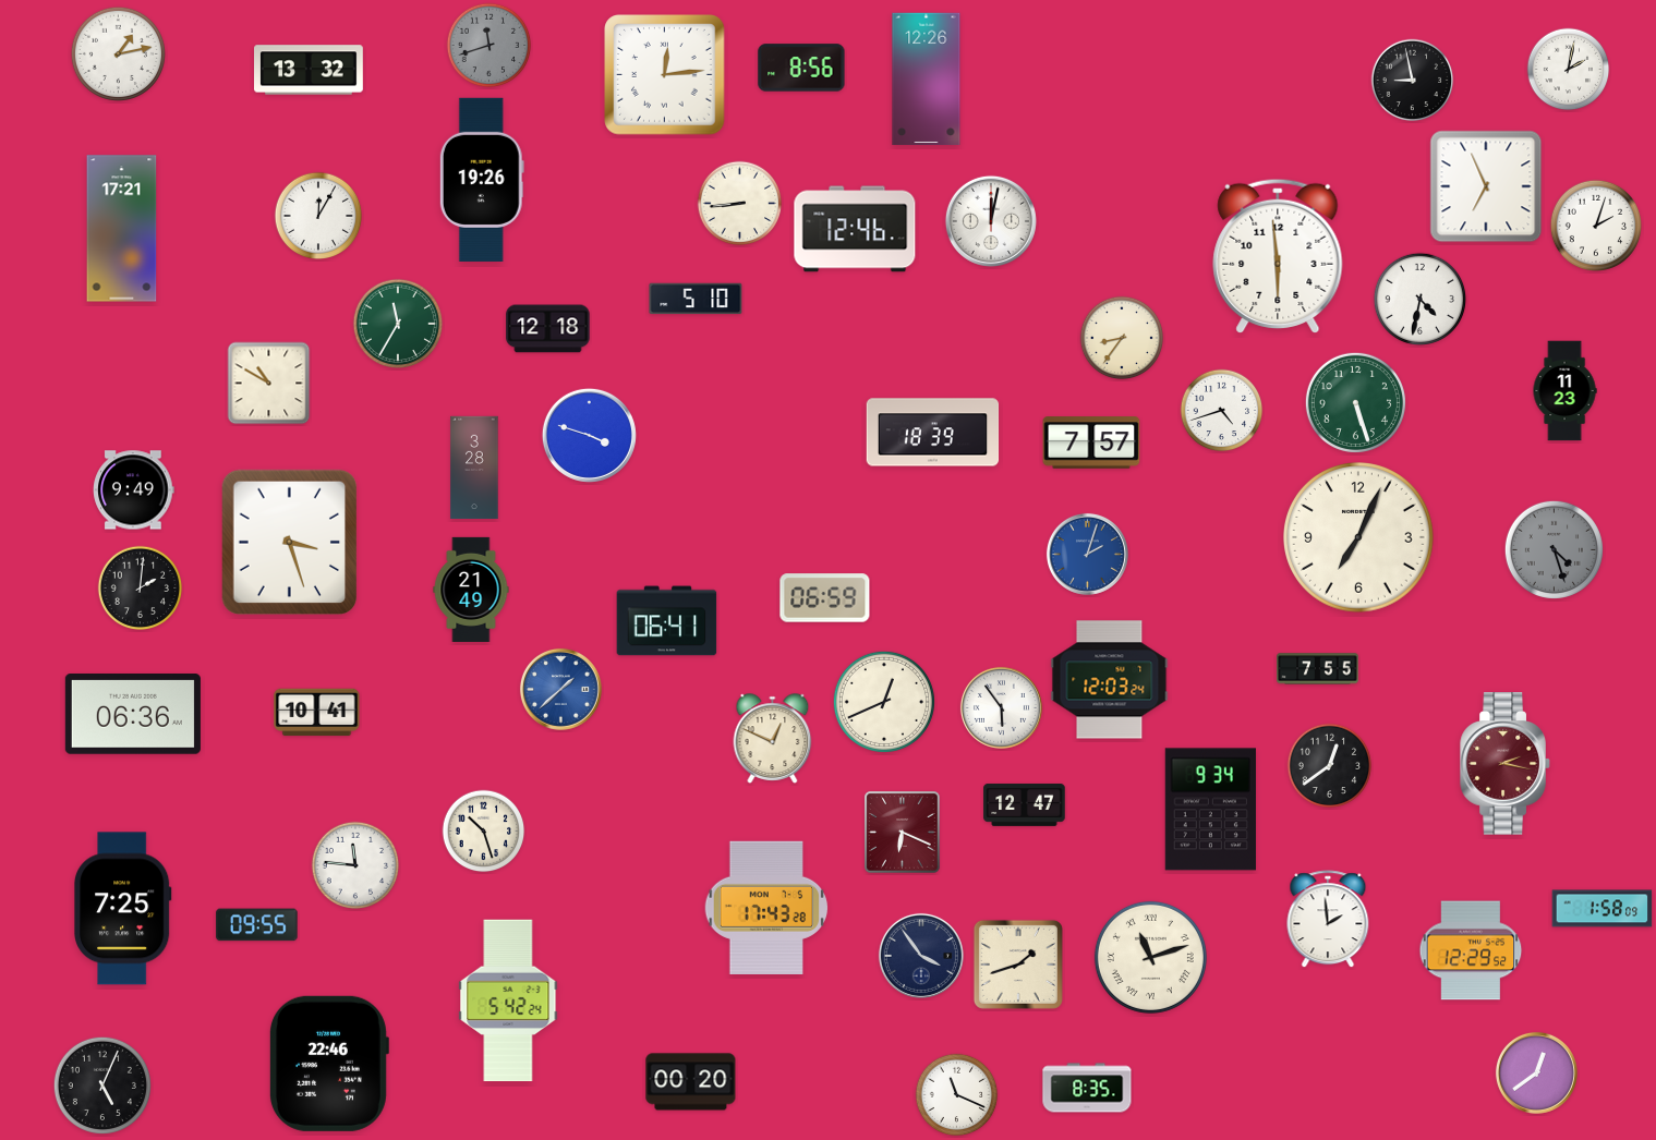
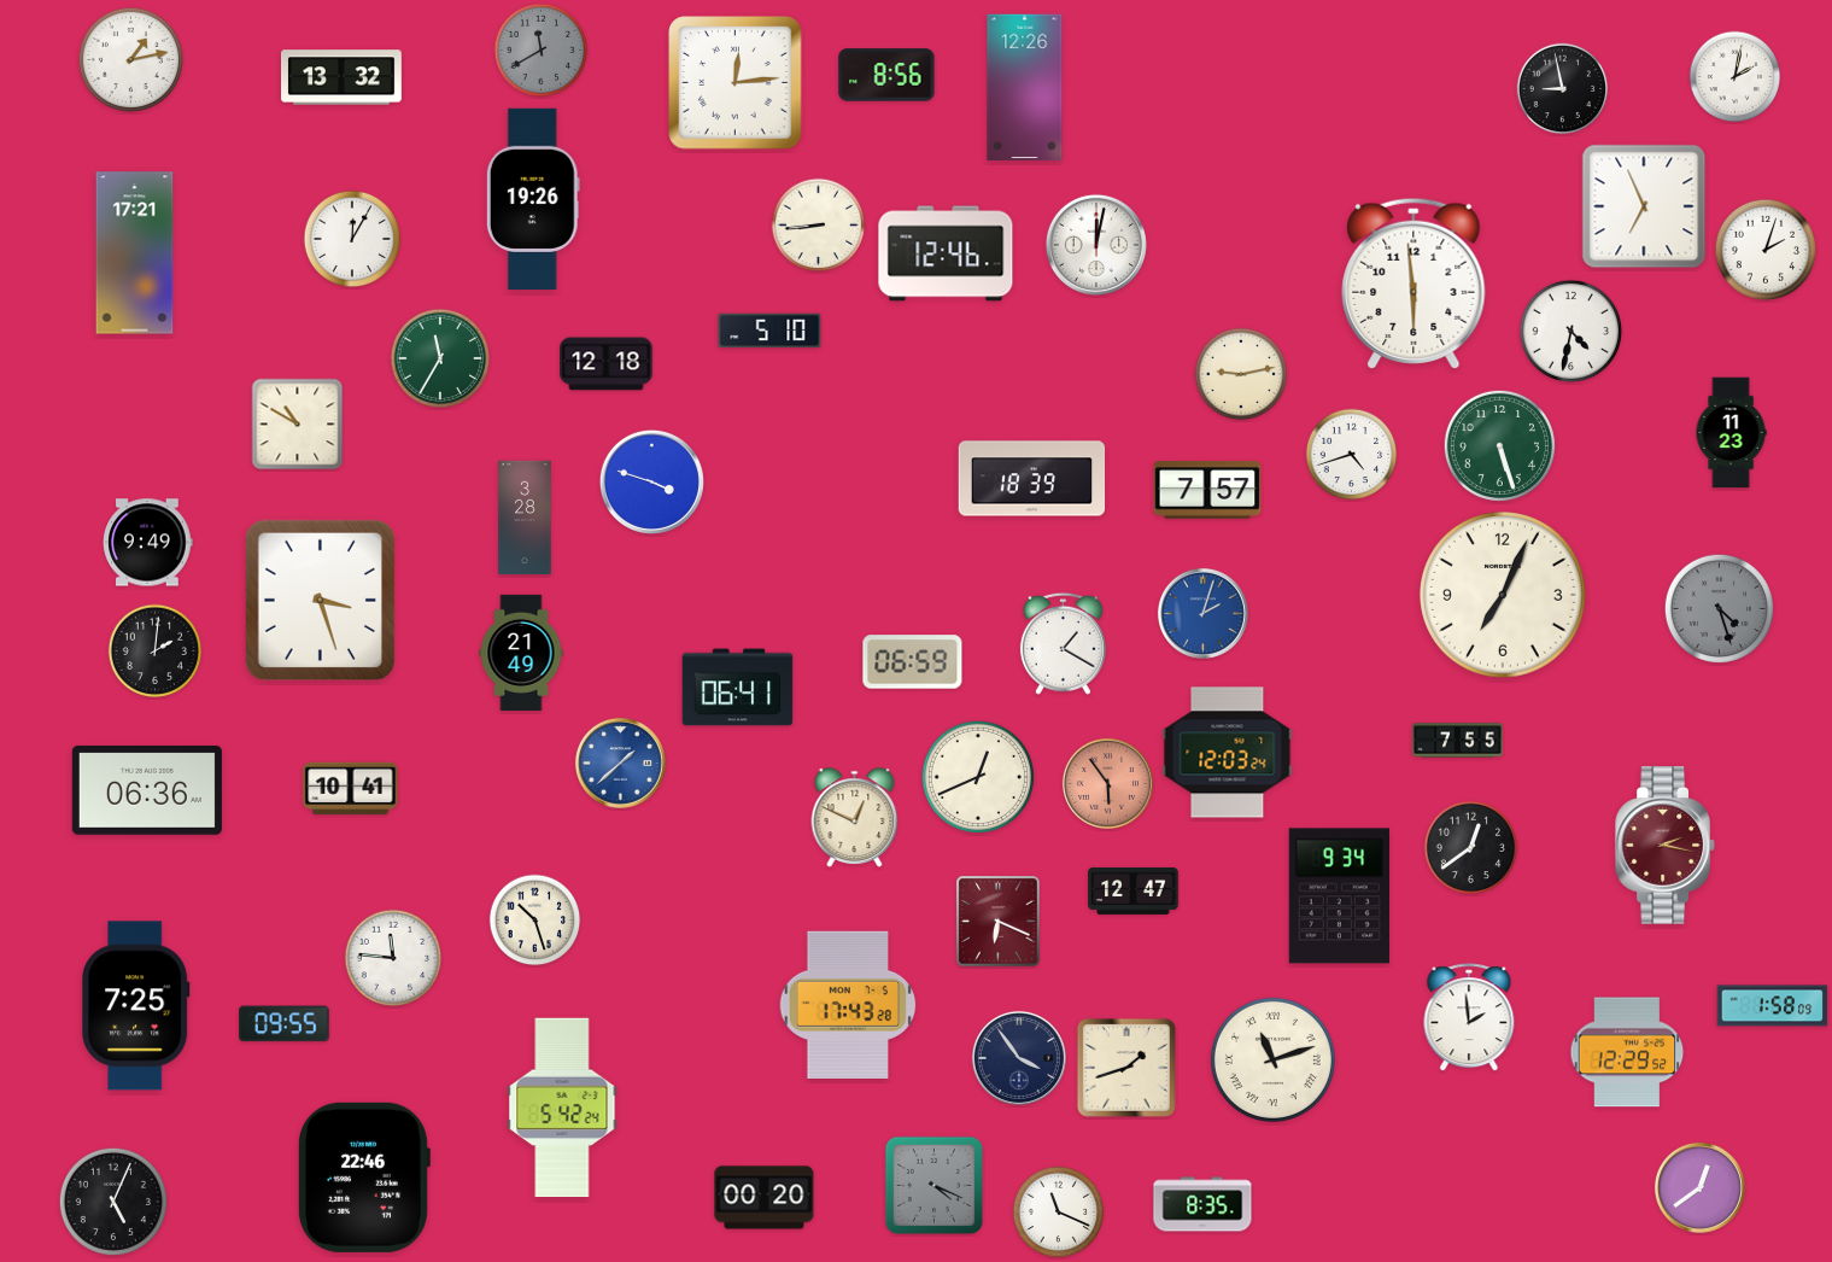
clock at (489, 46): 11:42 -> 11:40
clock at (1122, 338): 8:36 -> 9:13
clock at (1063, 643): none -> 1:20
clock at (1001, 707) dial: white -> salmon
clock at (935, 1186): none -> 4:19
